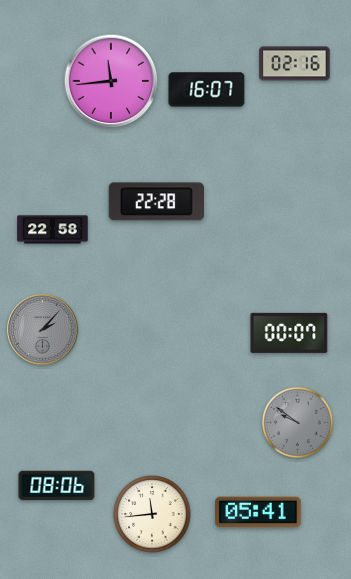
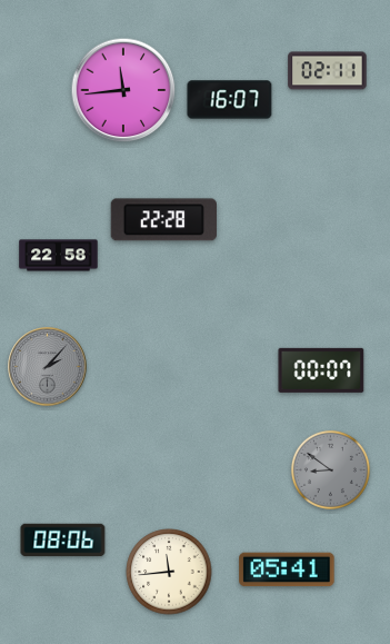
clock at (295, 64): 02:16 -> 02:11
clock at (156, 202) position: (156, 202) -> (163, 220)
clock at (297, 422): 9:51 -> 8:51
